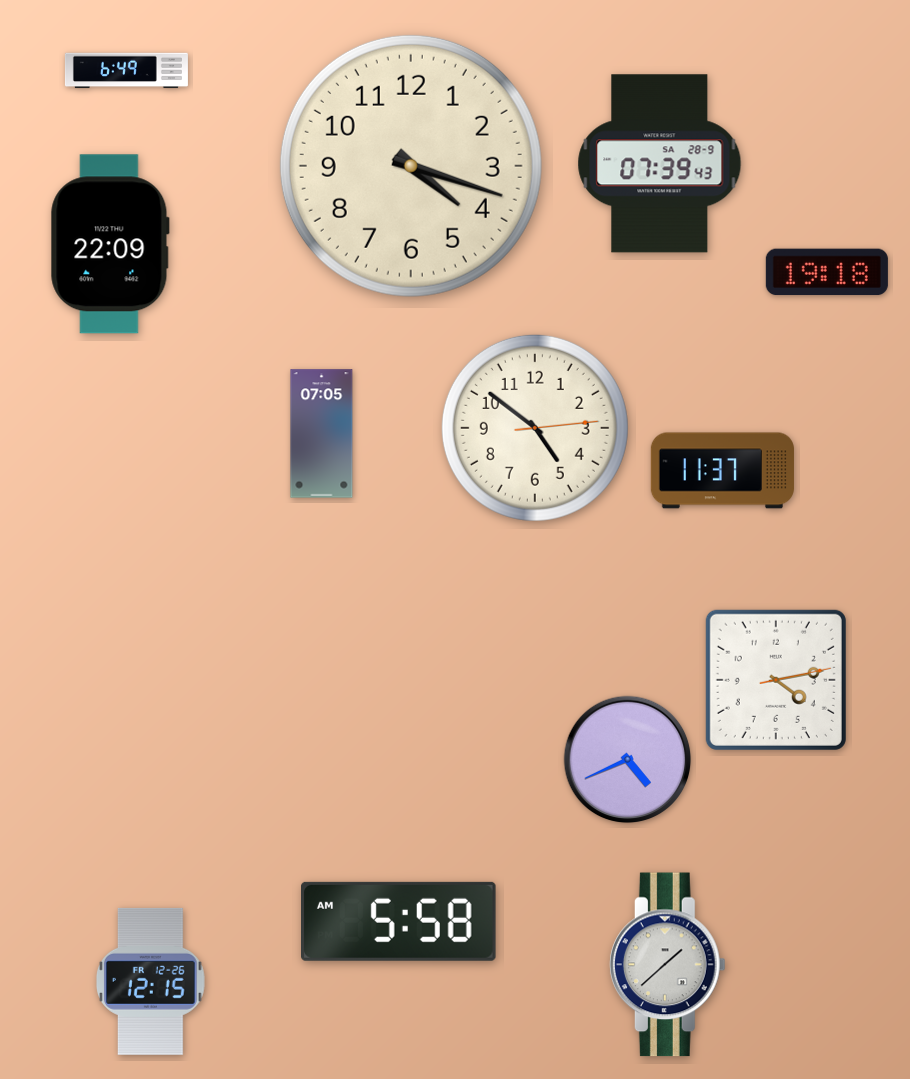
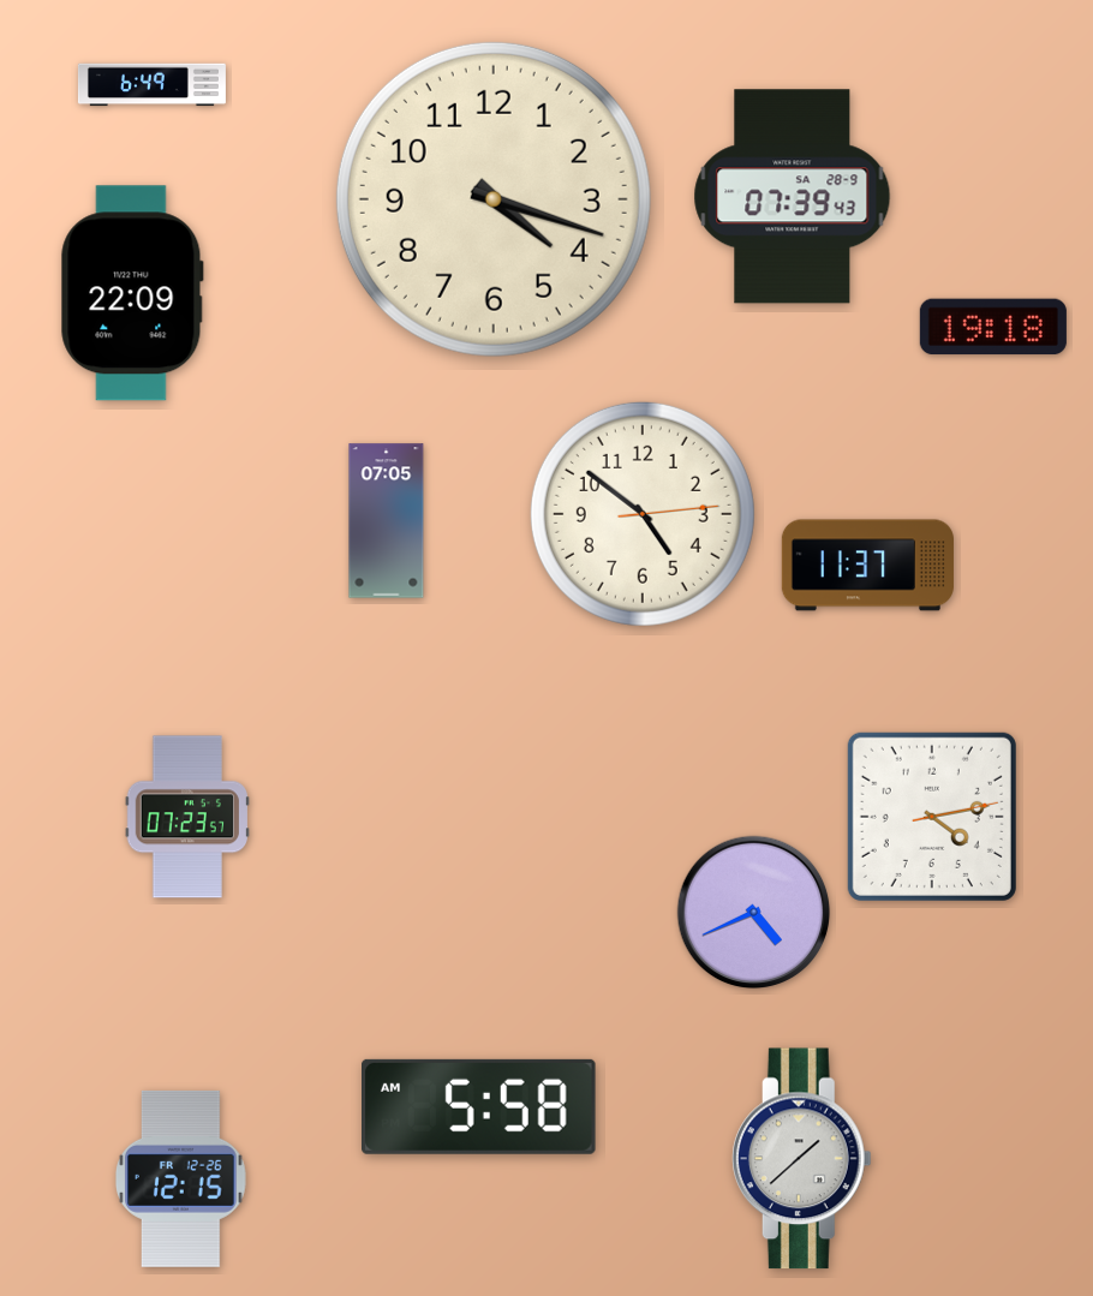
clock at (187, 817): none -> 07:23
